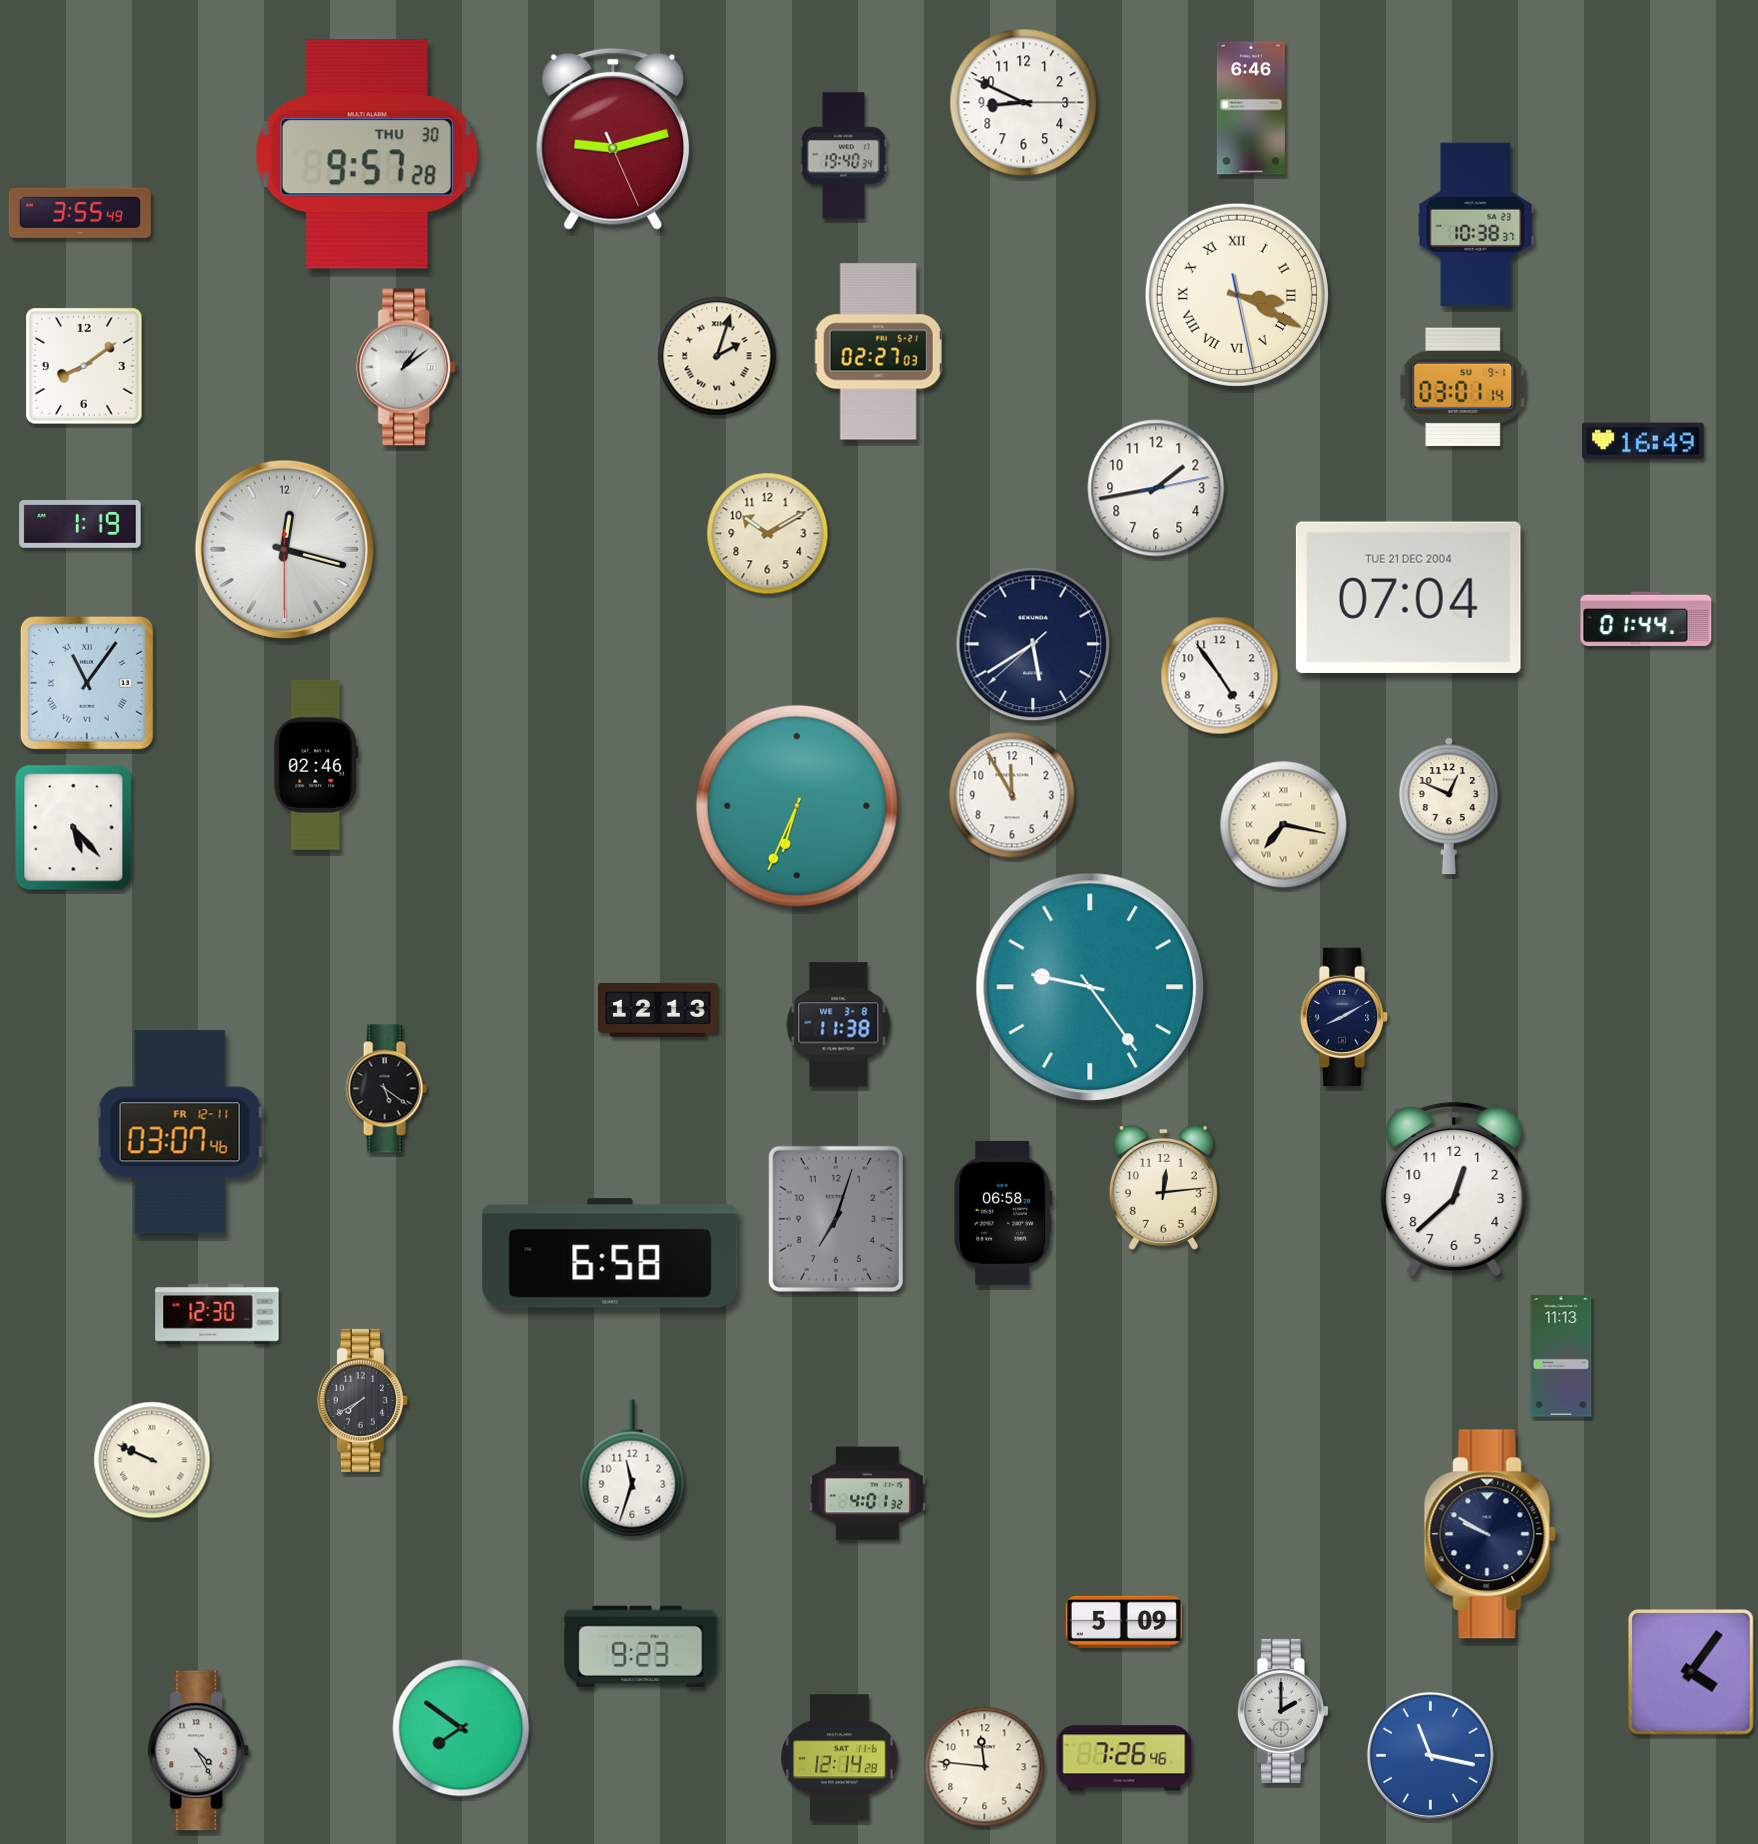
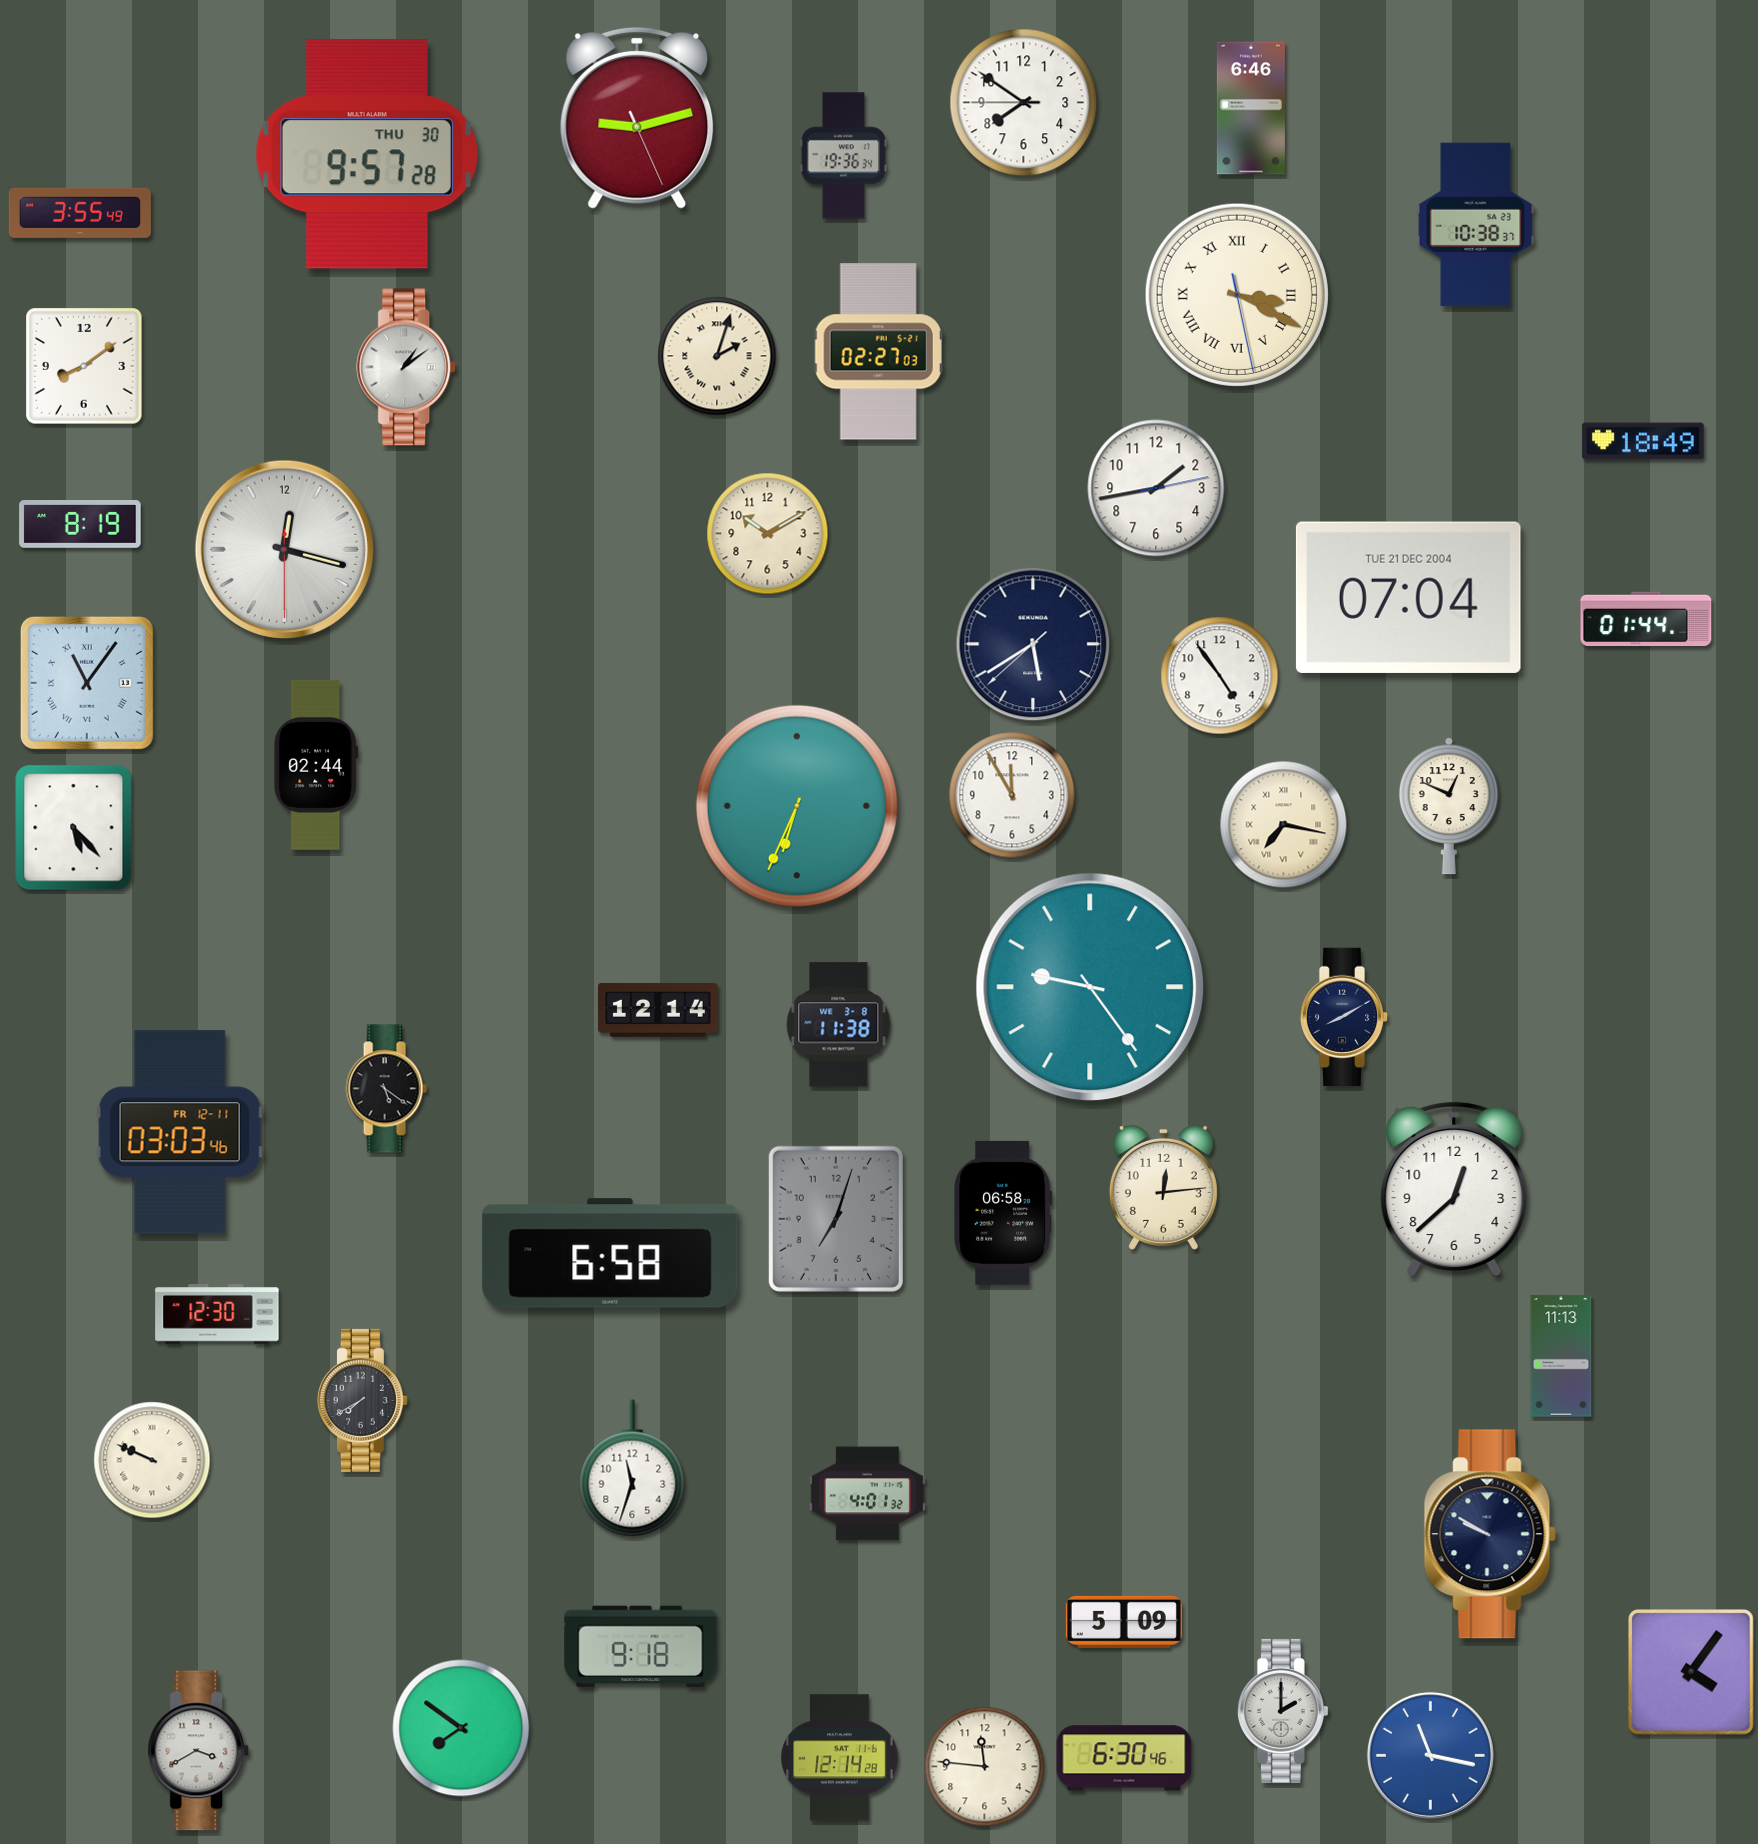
clock at (1024, 103): 8:49 -> 7:50
clock at (613, 139) position: (613, 139) -> (637, 118)
clock at (843, 156): 19:40 -> 19:36
clock at (1463, 387): 03:01 -> none
clock at (1643, 441): 16:49 -> 18:49
clock at (80, 525): 1:19 -> 8:19
clock at (316, 765): 02:46 -> 02:44
clock at (658, 1010): 12:13 -> 12:14
clock at (180, 1132): 03:07 -> 03:03
clock at (641, 1647): 9:23 -> 9:18
clock at (199, 1751): 4:25 -> 3:40
clock at (1124, 1758): 7:26 -> 6:30
